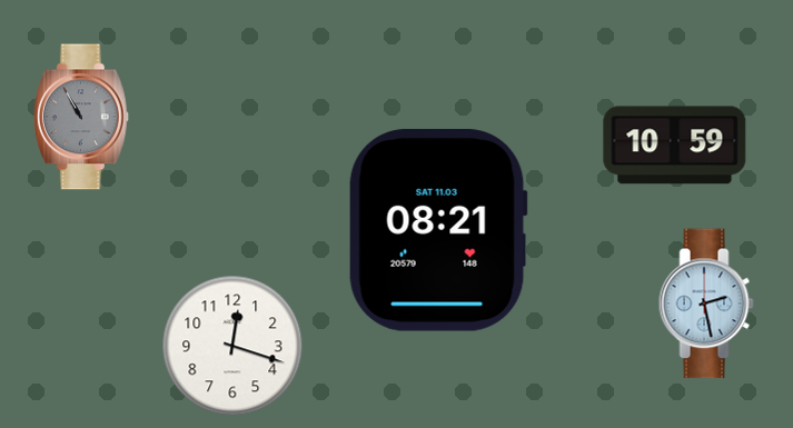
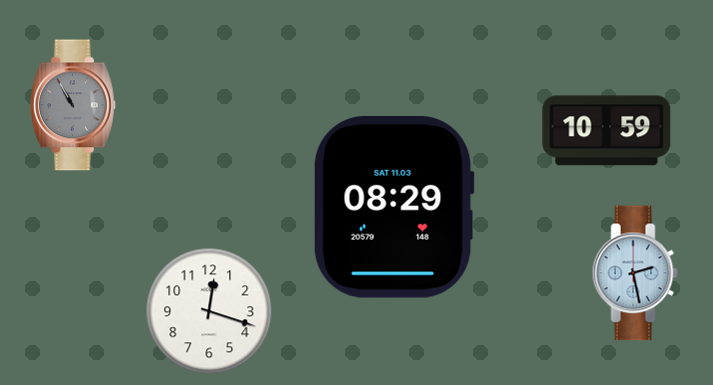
clock at (438, 230): 08:21 -> 08:29
